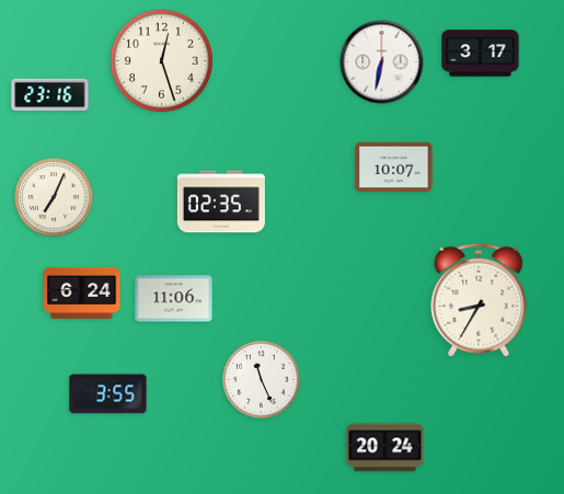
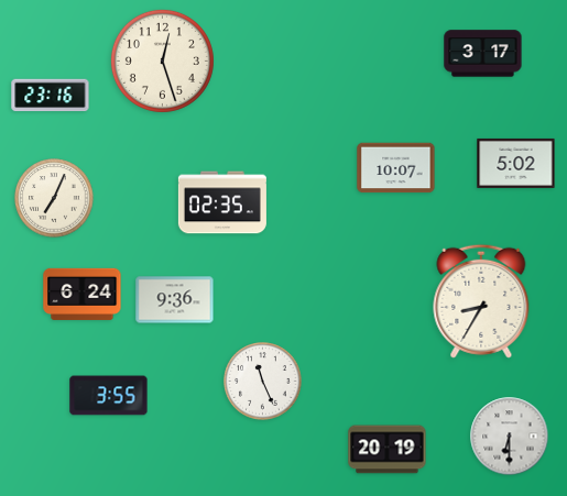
clock at (382, 62): 6:32 -> none
clock at (516, 163): none -> 5:02
clock at (174, 299): 11:06 -> 9:36
clock at (510, 437): none -> 6:30
clock at (385, 448): 20:24 -> 20:19
